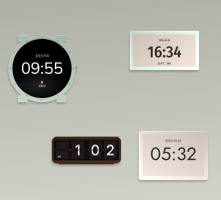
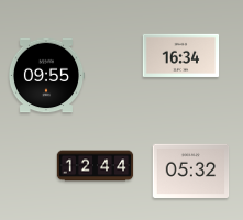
clock at (87, 151): 1:02 -> 12:44
